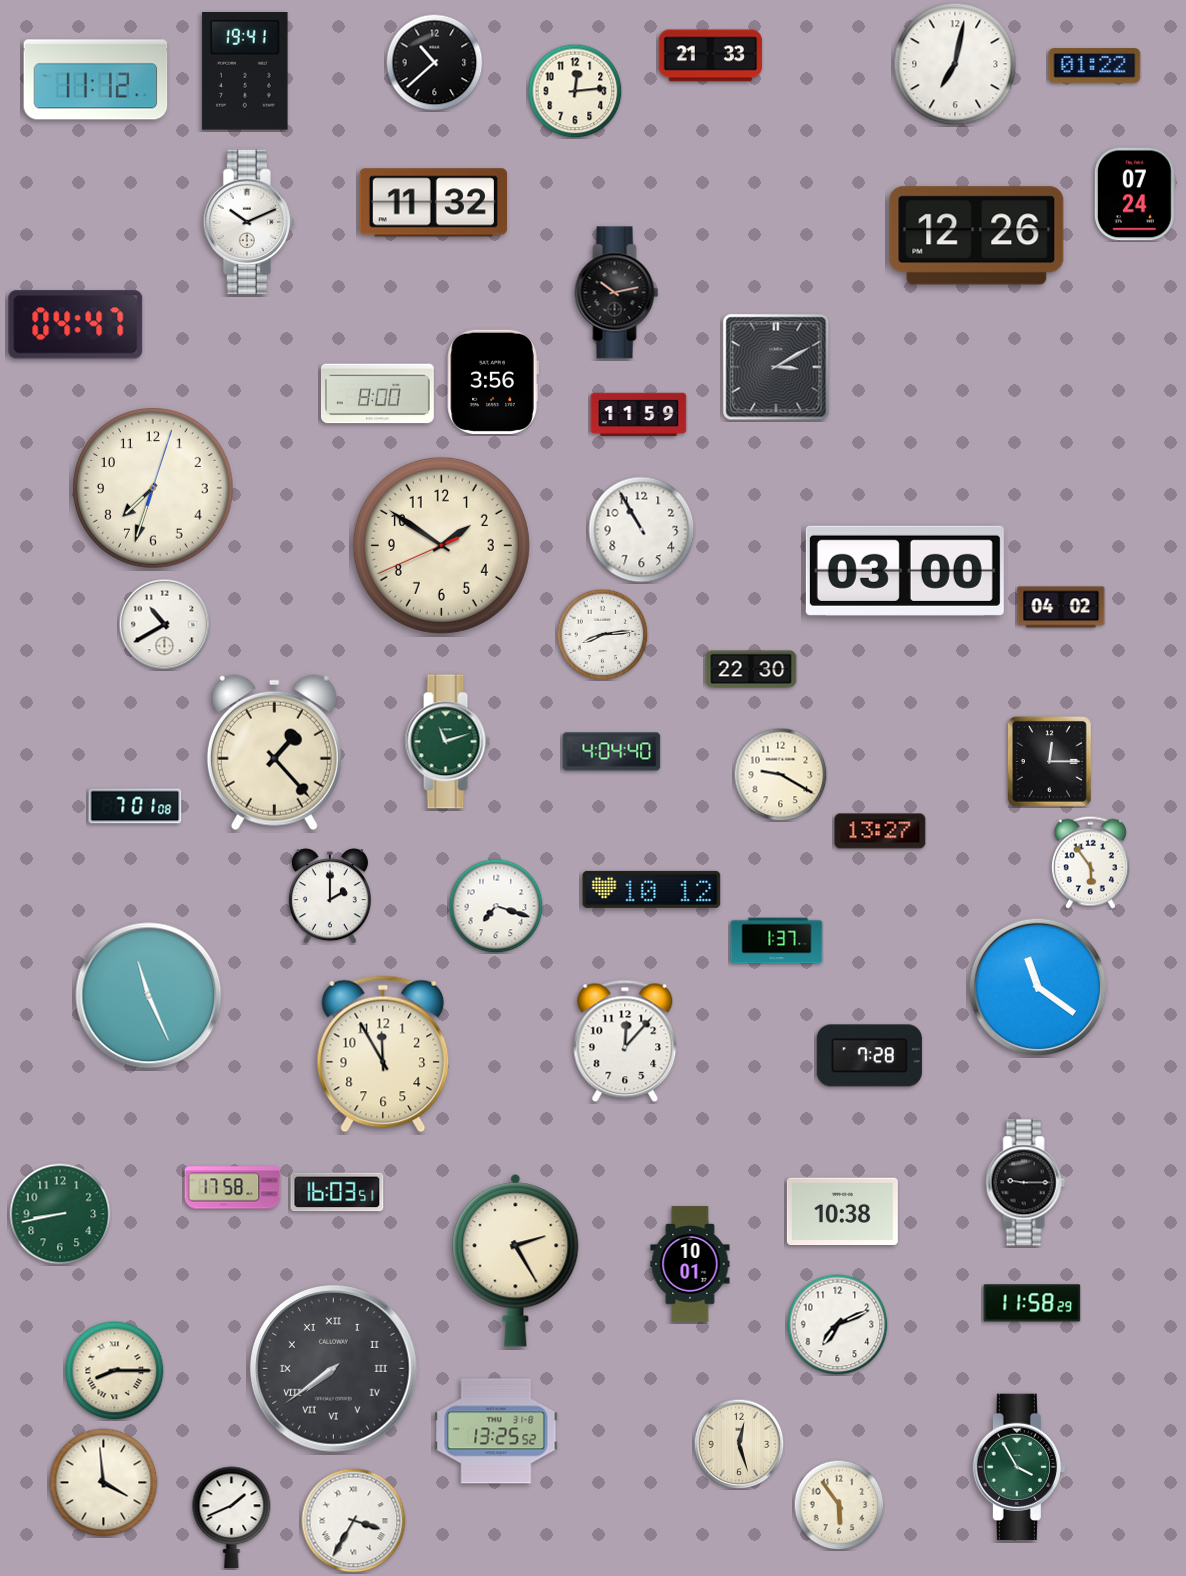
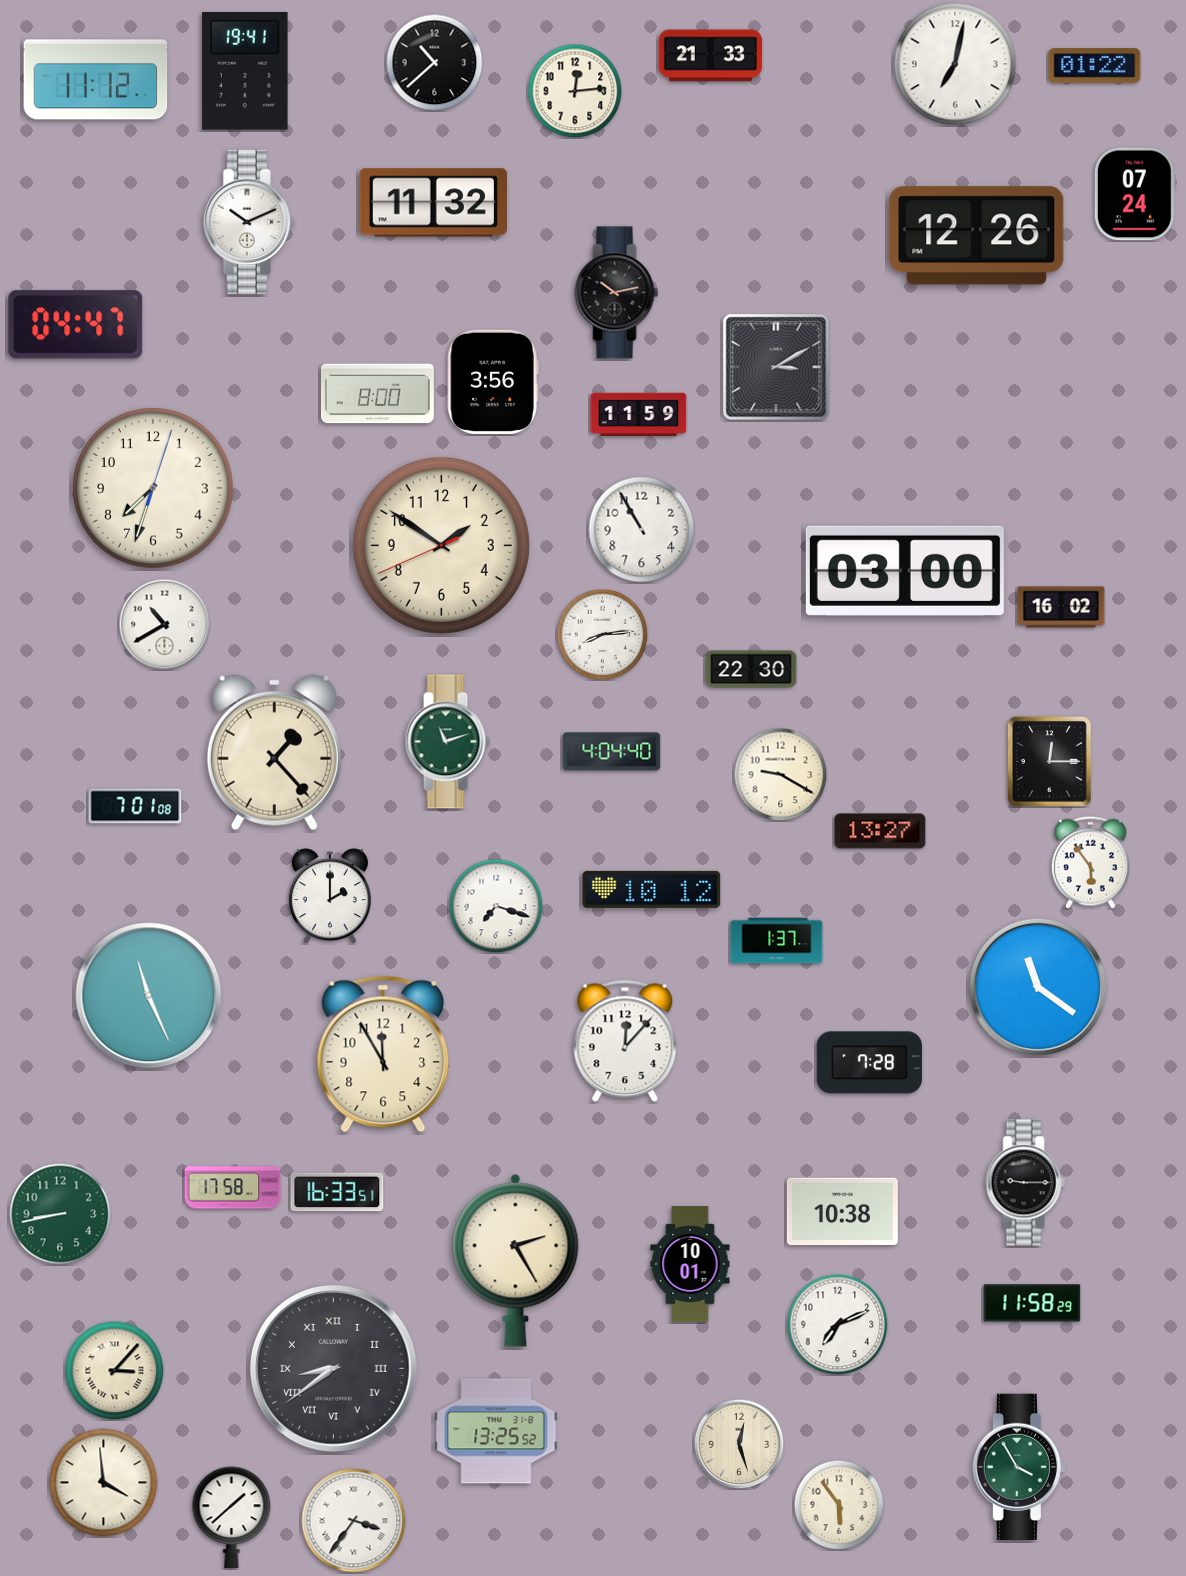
clock at (1061, 607): 04:02 -> 16:02
clock at (869, 1056) position: (869, 1056) -> (869, 1063)
clock at (337, 1192): 16:03 -> 16:33
clock at (334, 1369): 7:39 -> 8:39
clock at (115, 1371): 8:15 -> 3:07
clock at (232, 1518): 1:41 -> 1:38
clock at (354, 1521): 3:35 -> 3:36
